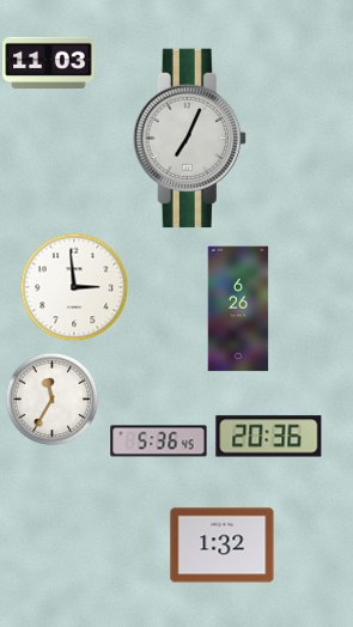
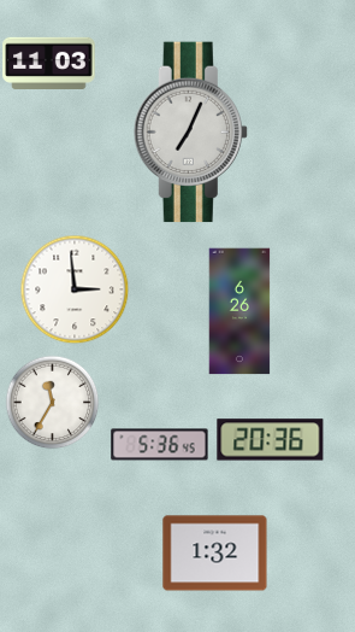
clock at (189, 139) position: (189, 139) -> (190, 133)
clock at (223, 546) position: (223, 546) -> (215, 554)
